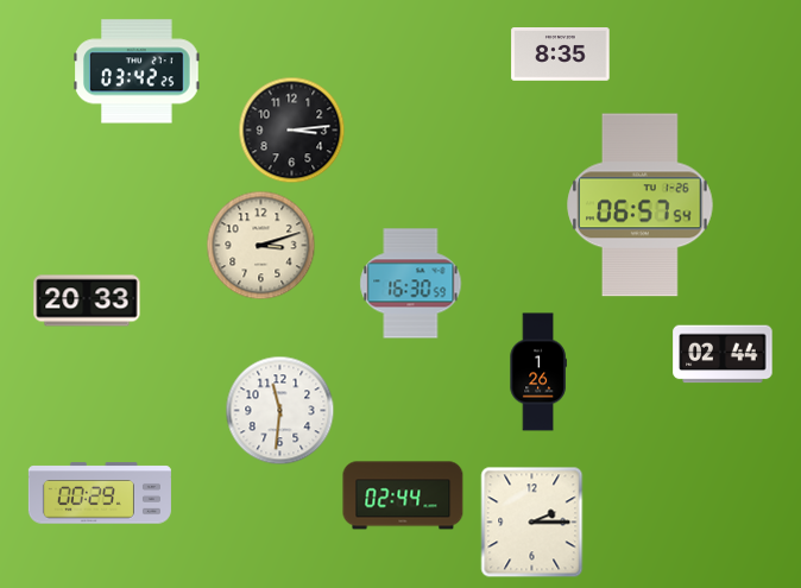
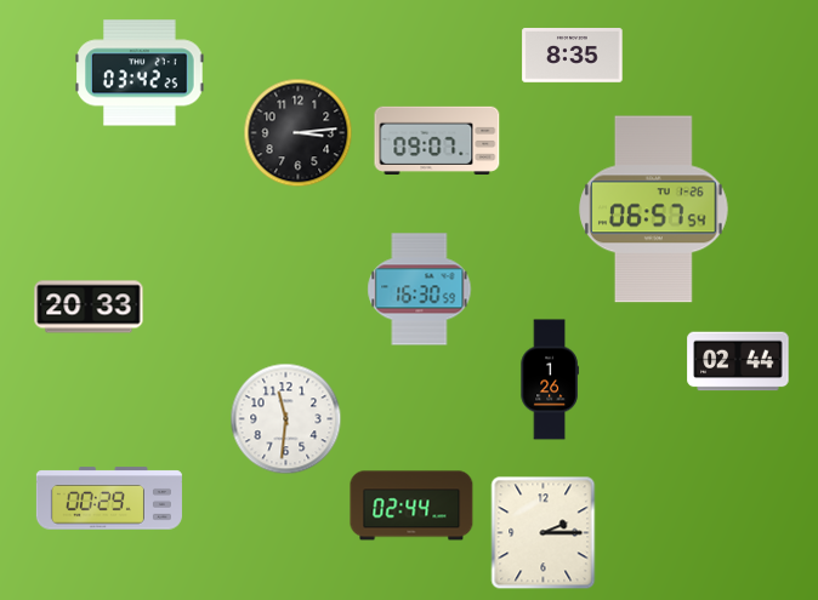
clock at (437, 141): none -> 09:07
clock at (260, 245): 3:12 -> none
clock at (100, 493) position: (100, 493) -> (109, 498)
